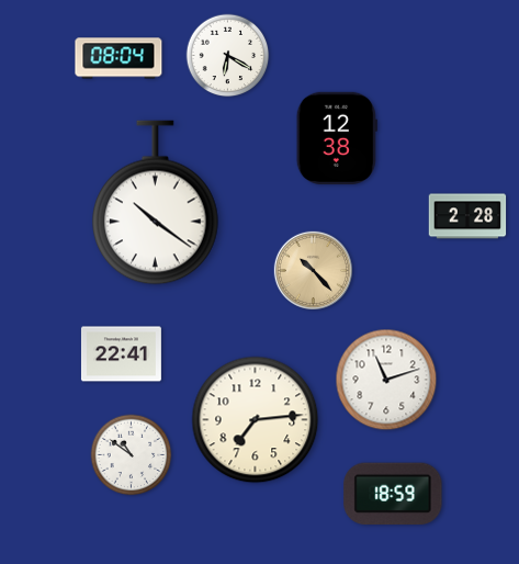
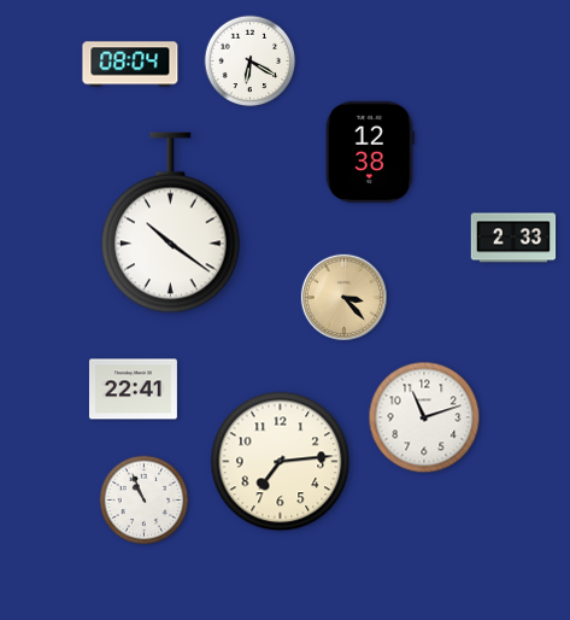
clock at (467, 216): 2:28 -> 2:33
clock at (313, 271): 10:23 -> 3:23
clock at (132, 455): 10:51 -> 10:56
clock at (393, 494): 18:59 -> none
